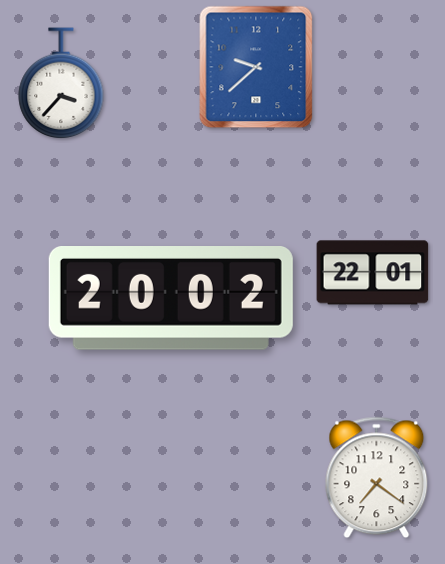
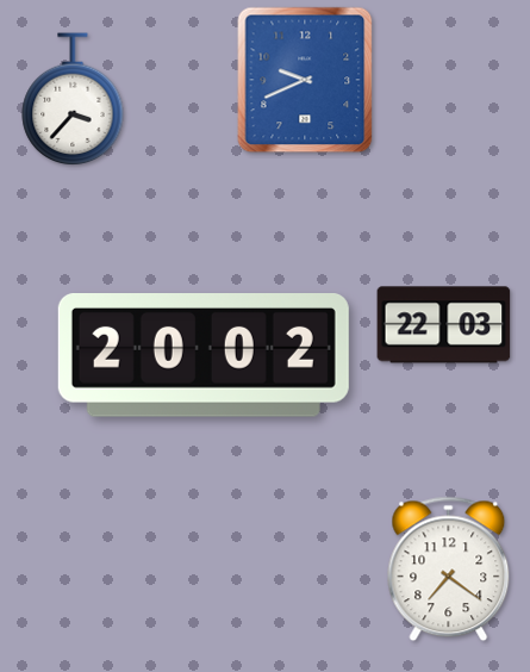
clock at (256, 67): 9:38 -> 9:41
clock at (373, 273): 22:01 -> 22:03
